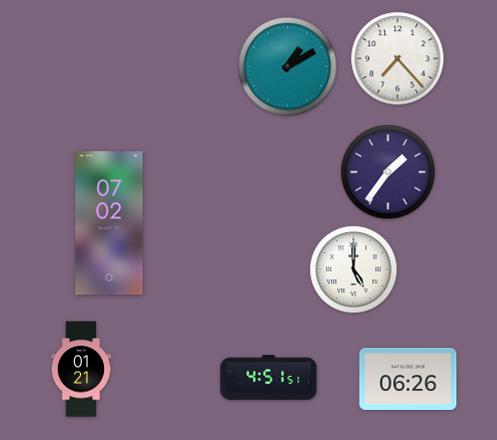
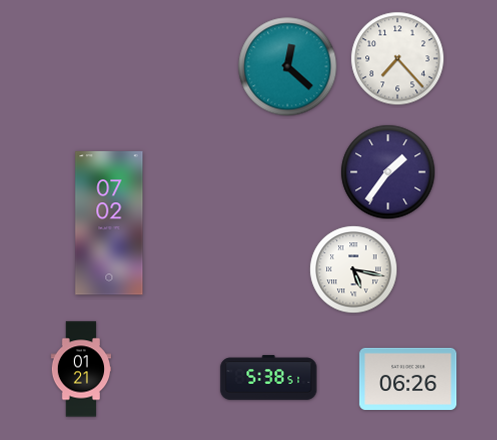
clock at (288, 67): 1:10 -> 12:22
clock at (354, 270): 5:00 -> 5:17
clock at (269, 378): 4:51 -> 5:38
